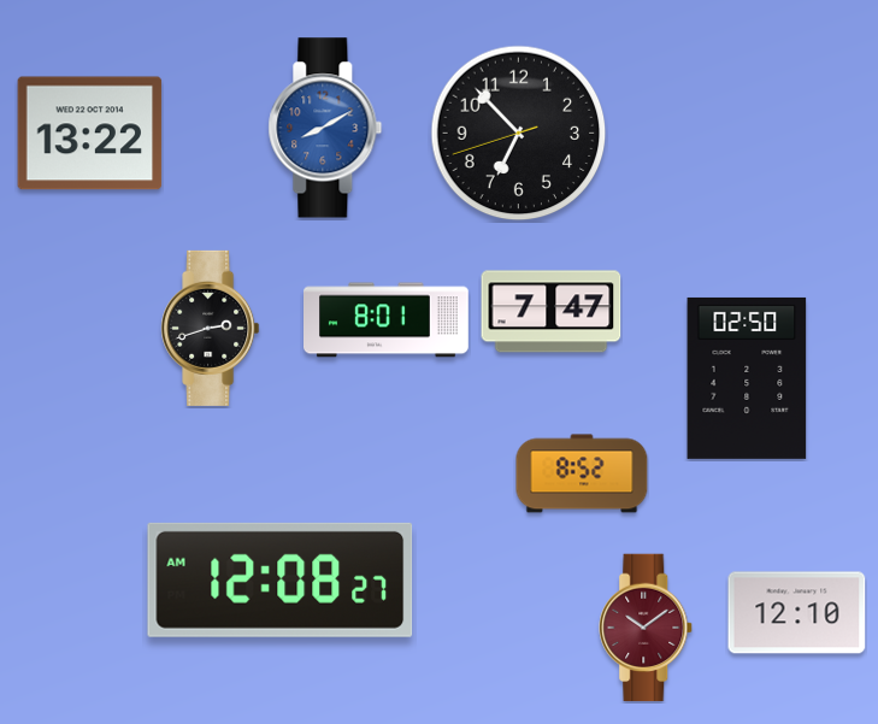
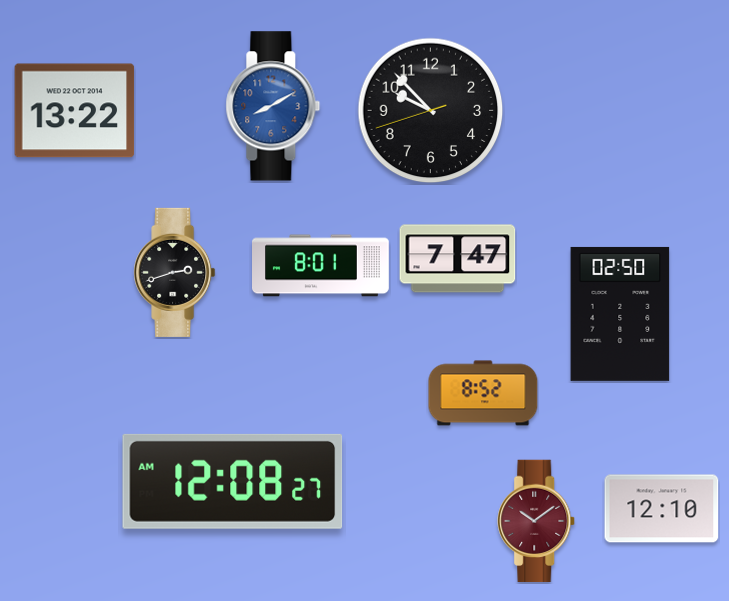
clock at (325, 128) position: (325, 128) -> (273, 106)
clock at (519, 134): 6:52 -> 9:52
